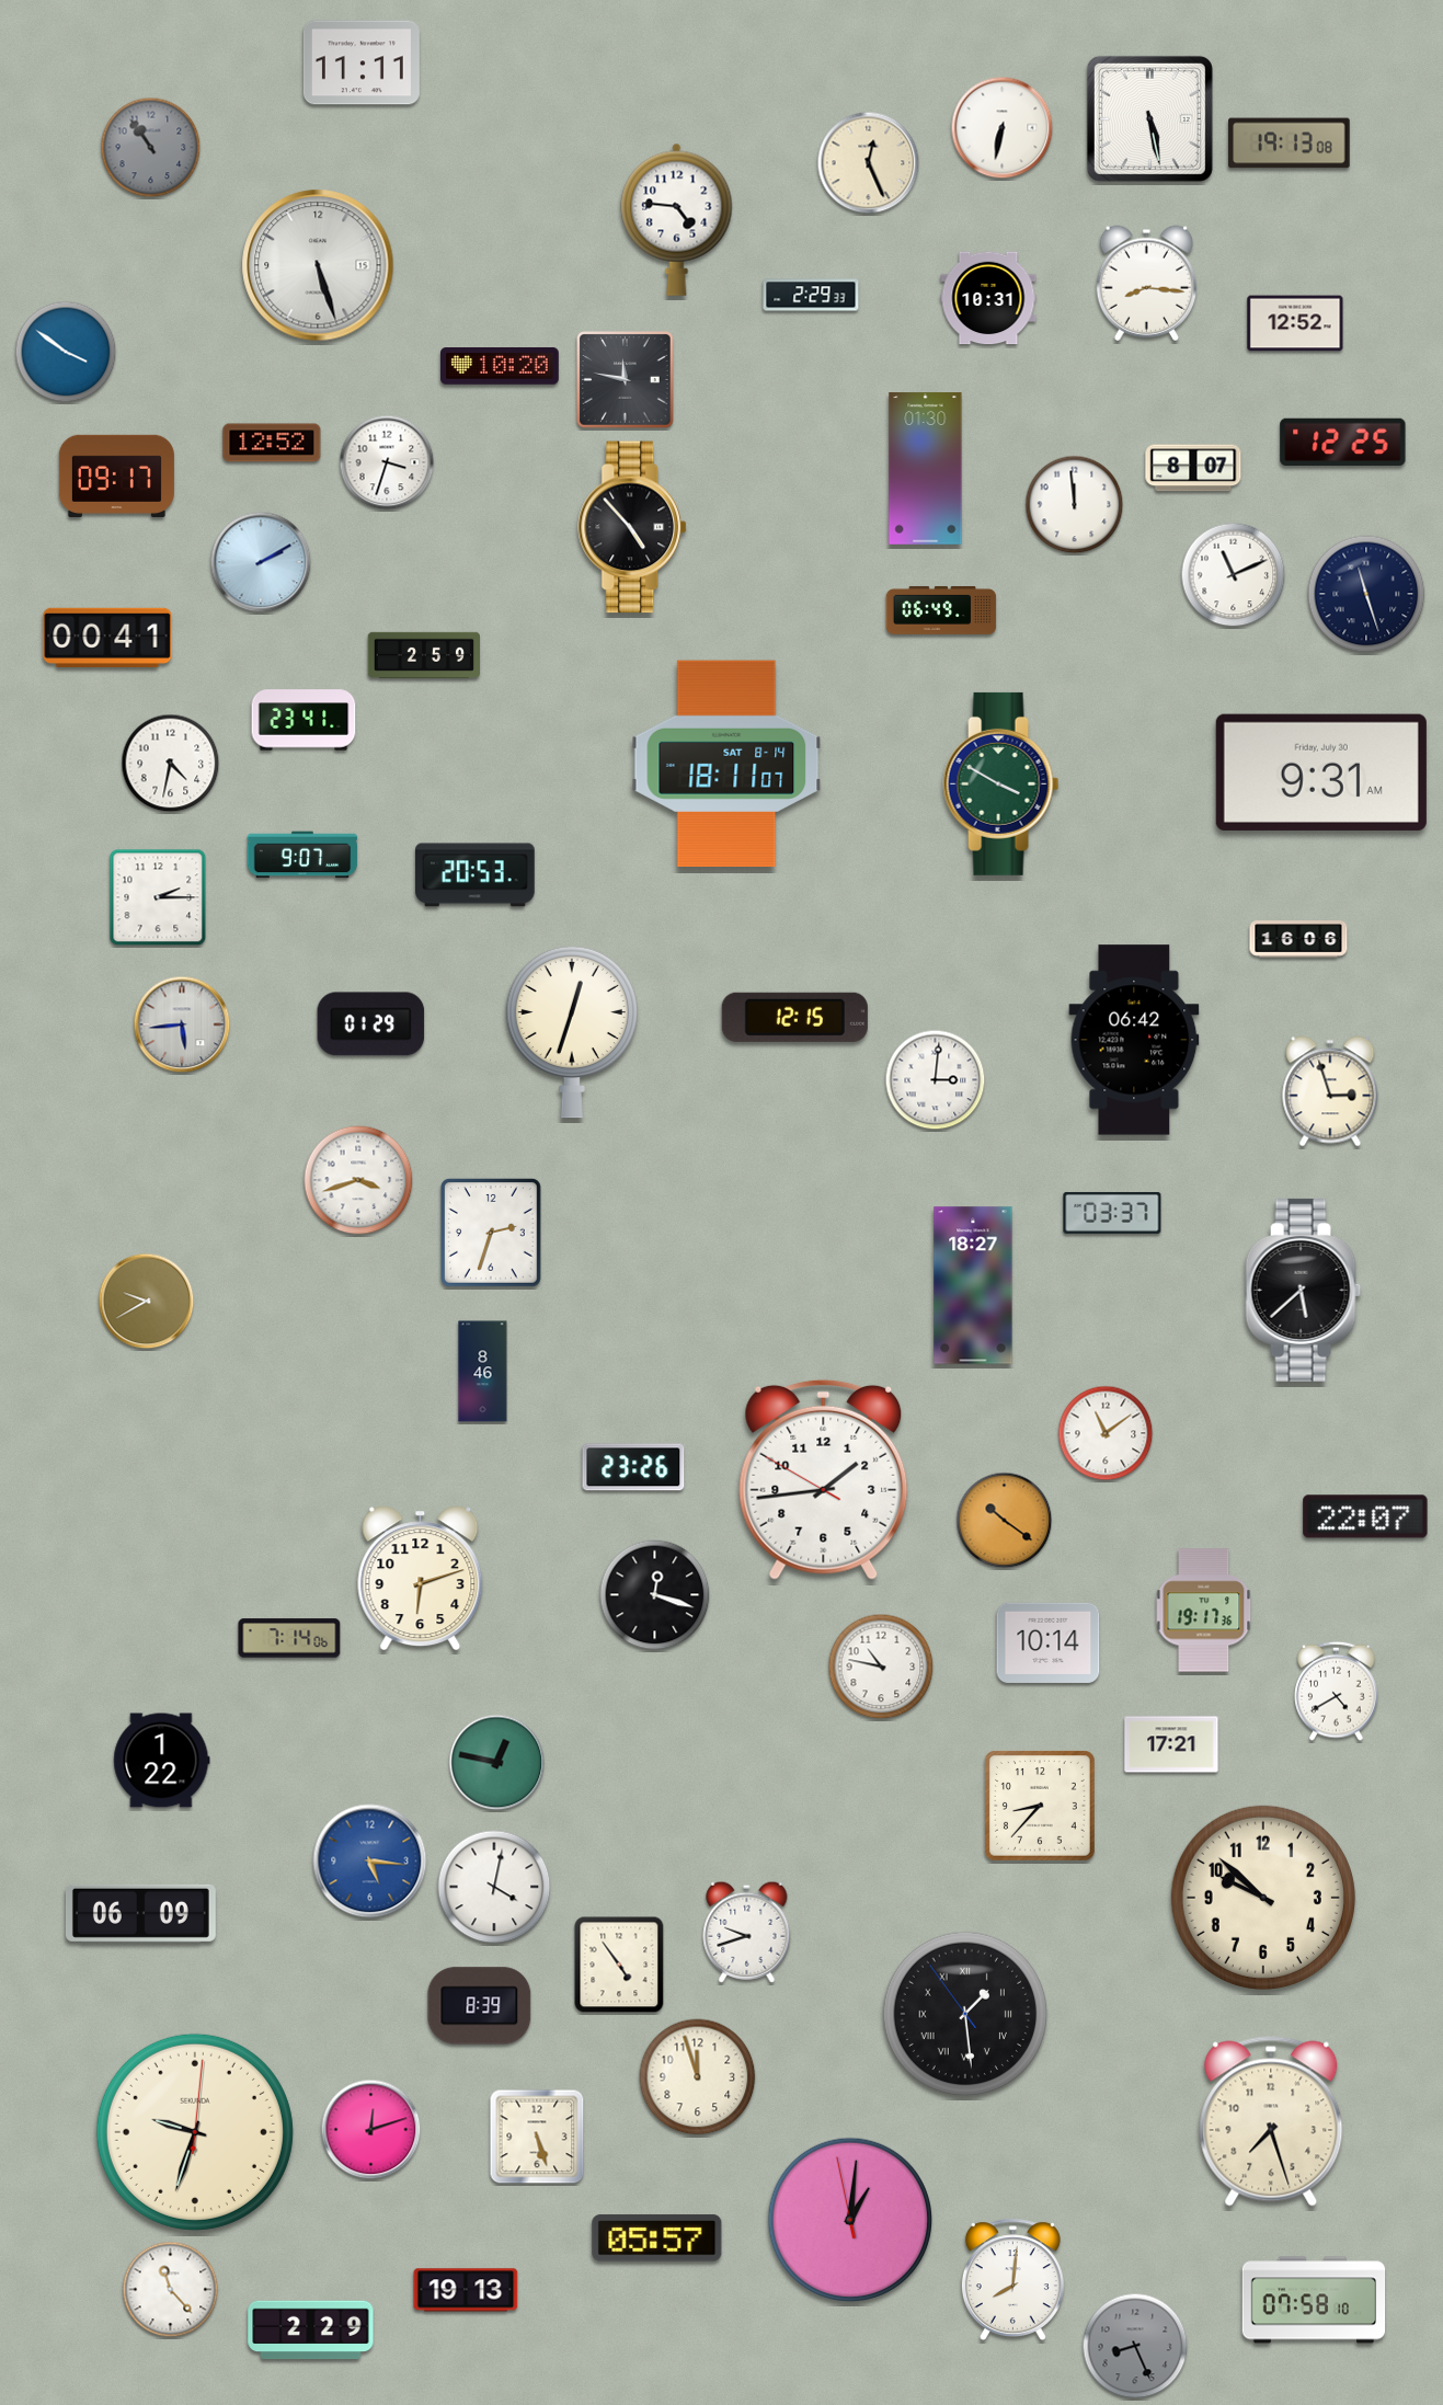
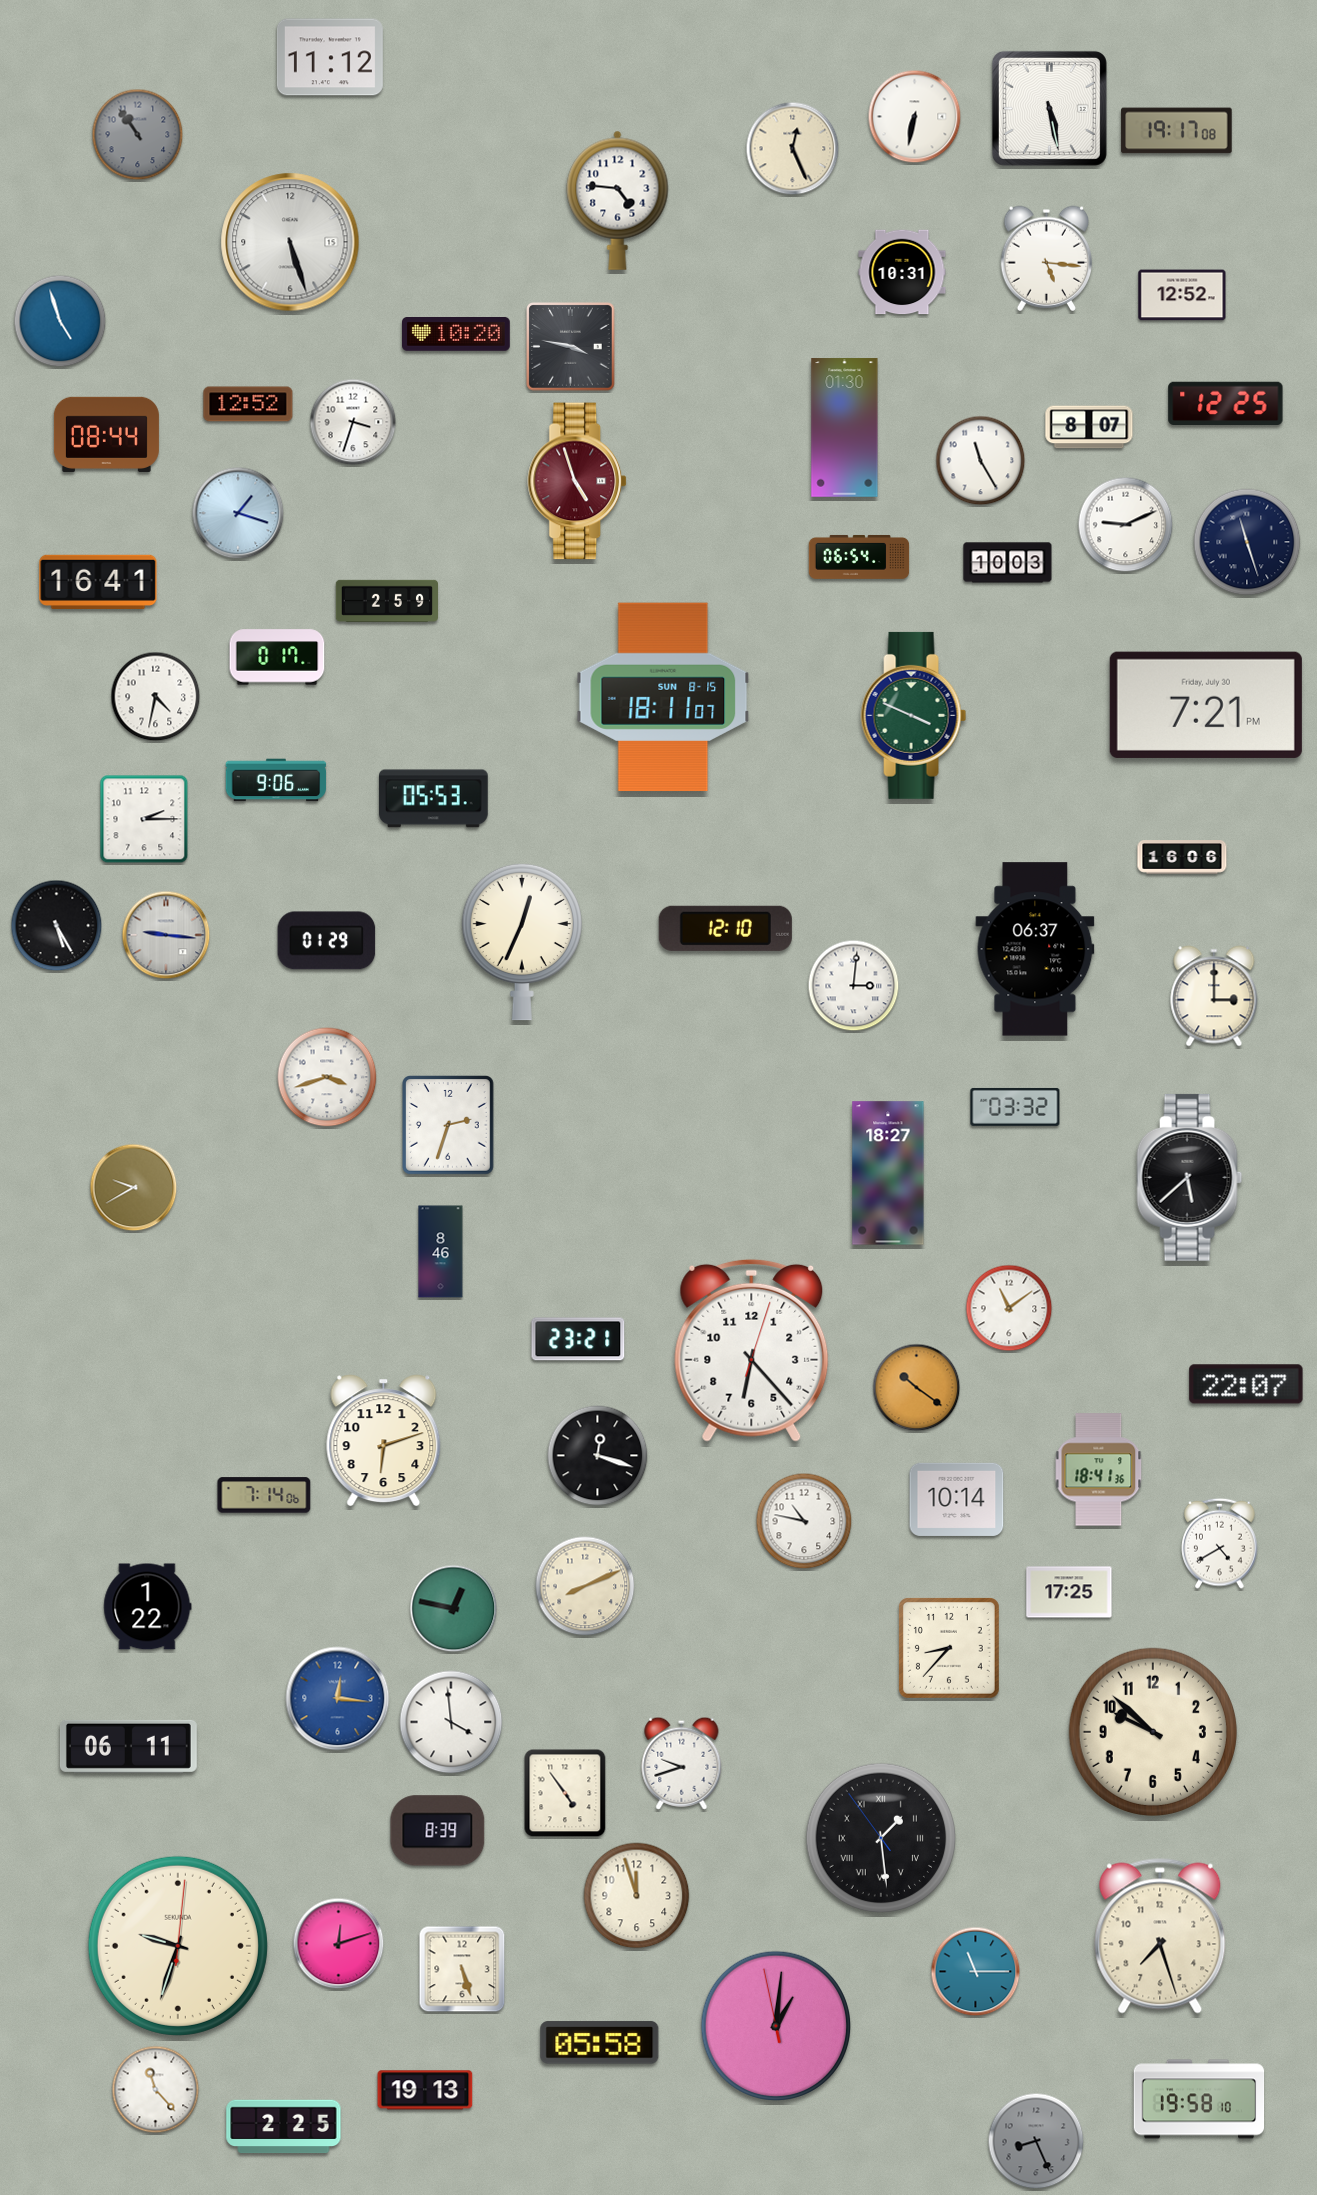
clock at (362, 62): 11:11 -> 11:12
clock at (1290, 144): 19:13 -> 19:17
clock at (1147, 283): 8:16 -> 5:16
clock at (811, 295): 2:29 -> none
clock at (66, 352): 3:51 -> 4:57
clock at (626, 380): 11:47 -> 3:47
clock at (116, 476): 09:17 -> 08:44
clock at (1075, 505): 11:59 -> 11:25
clock at (633, 527): 4:53 -> 4:57
clock at (633, 527) dial: black -> burgundy
clock at (261, 562): 2:10 -> 1:18
clock at (1234, 575): 11:11 -> 9:11
clock at (941, 610): 06:49 -> 06:54
clock at (1008, 563): none -> 10:03
clock at (107, 637): 00:41 -> 16:41
clock at (423, 655) position: (423, 655) -> (386, 601)
clock at (304, 720): 23:41 -> 0:17
clock at (726, 764) date: SAT 8-14 -> SUN 8-15
clock at (1321, 772): 9:31 -> 7:21
clock at (1001, 783): 3:50 -> 3:49
clock at (302, 855): 9:07 -> 9:06
clock at (476, 875): 20:53 -> 05:53
clock at (1298, 939) position: (1298, 939) -> (1182, 857)
clock at (57, 926): none -> 5:25
clock at (794, 1017): 12:15 -> 12:10
clock at (182, 1024): 5:44 -> 9:16
clock at (371, 1024) position: (371, 1024) -> (327, 941)
clock at (572, 1032): 12:33 -> 12:34
clock at (1134, 1040): 06:42 -> 06:37
clock at (1330, 1091): 2:57 -> 3:00
clock at (1112, 1213): 03:37 -> 03:32
clock at (633, 1467): 23:26 -> 23:21
clock at (824, 1479): 1:43 -> 6:23
clock at (1204, 1611): 19:17 -> 18:41
clock at (585, 1586): none -> 8:11
clock at (1171, 1744): 17:21 -> 17:25
clock at (370, 1862): 5:16 -> 12:16
clock at (494, 1887): 4:02 -> 3:59
clock at (140, 1913): 06:09 -> 06:11
clock at (537, 2137) position: (537, 2137) -> (462, 1969)
clock at (976, 1972): none -> 11:15
clock at (657, 2238): 05:57 -> 05:58
clock at (1012, 2280): 8:01 -> none
clock at (1314, 2300): 07:58 -> 19:58
clock at (311, 2330): 2:29 -> 2:25
